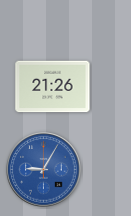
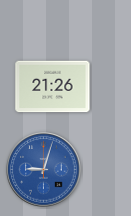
clock at (44, 170): 9:05 -> 9:03
